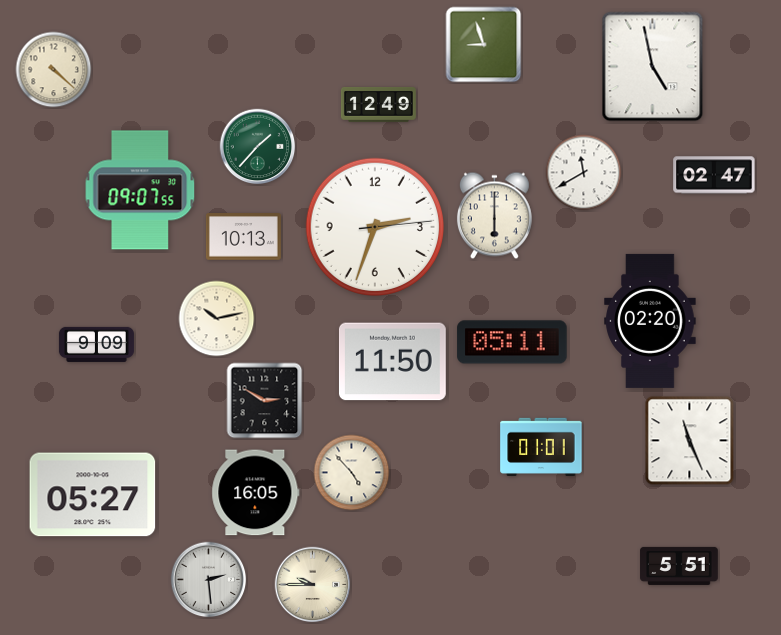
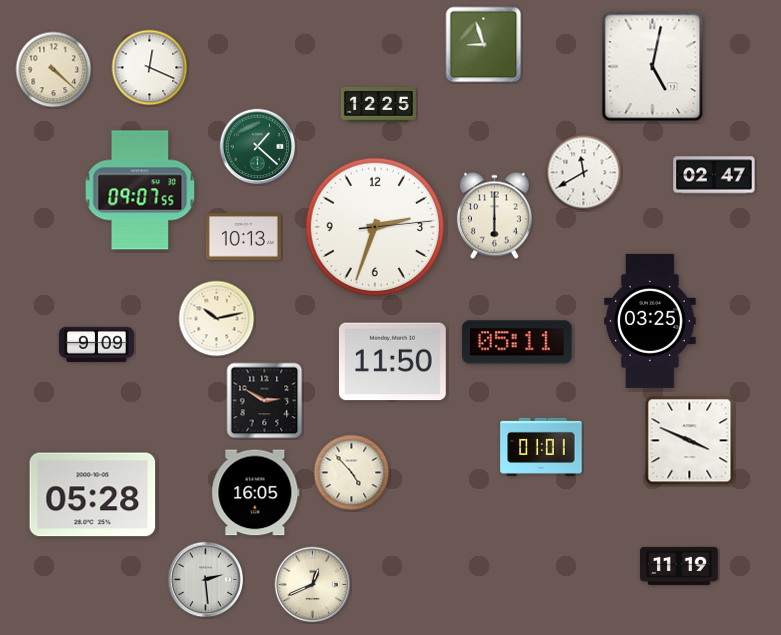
clock at (653, 67): 4:58 -> 5:02
clock at (150, 68): none -> 12:19
clock at (378, 104): 12:49 -> 12:25
clock at (258, 147): 1:37 -> 1:22
clock at (650, 321): 02:20 -> 03:25
clock at (512, 342) position: (512, 342) -> (517, 342)
clock at (690, 441): 11:26 -> 3:49
clock at (93, 495): 05:27 -> 05:28
clock at (679, 566): 5:51 -> 11:19
clock at (209, 580) position: (209, 580) -> (206, 580)
clock at (313, 585): 9:45 -> 12:41
